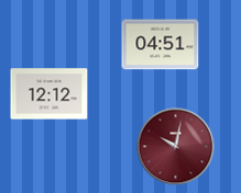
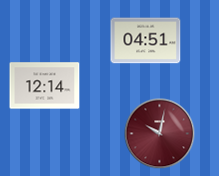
clock at (50, 94): 12:12 -> 12:14
